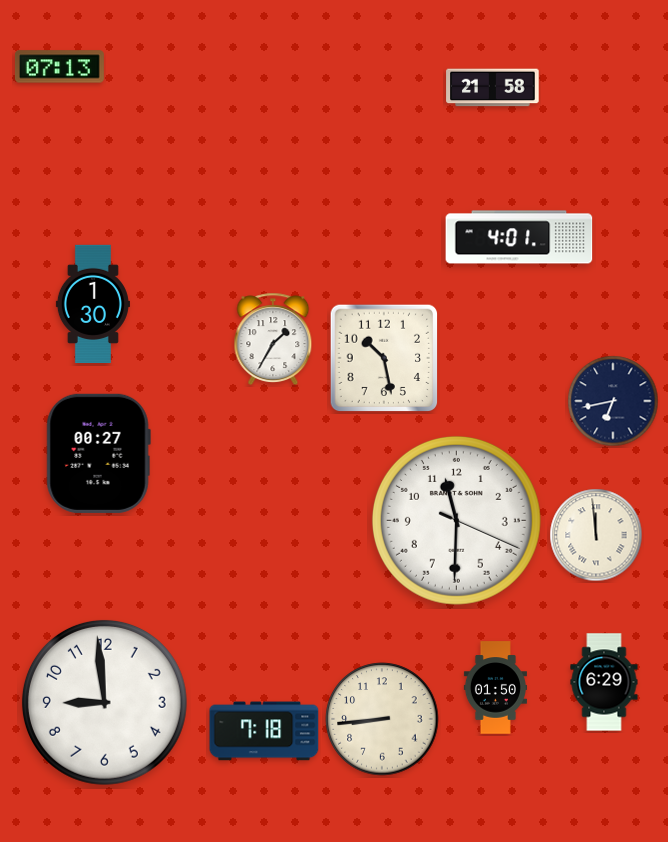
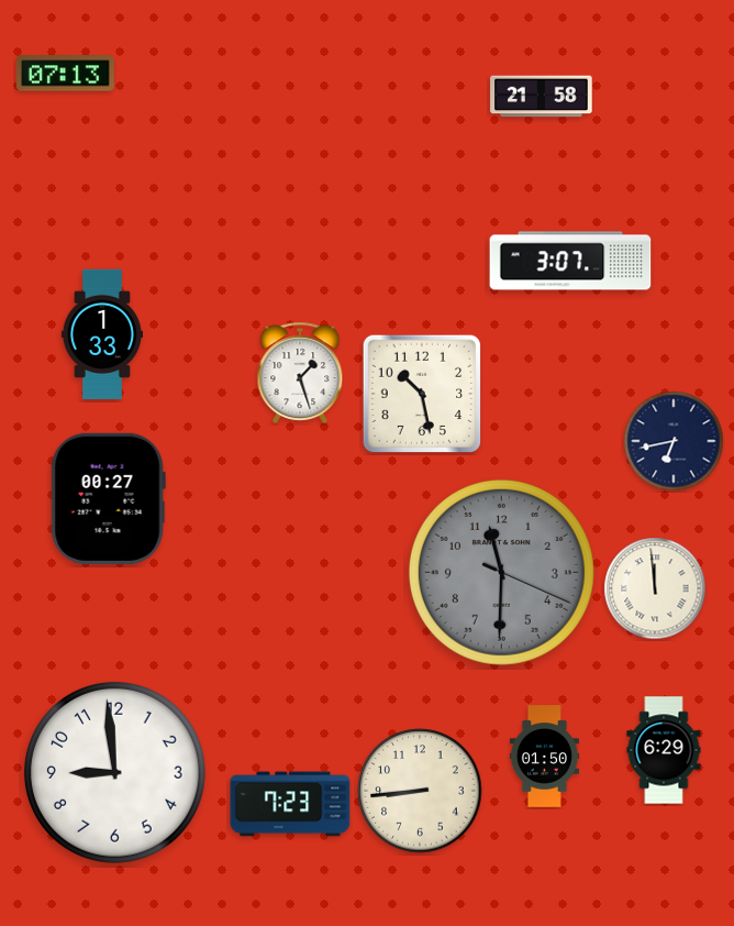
clock at (519, 237): 4:01 -> 3:07
clock at (93, 303): 1:30 -> 1:33
clock at (273, 339): 1:35 -> 1:27
clock at (456, 520) dial: white -> grey
clock at (264, 731): 7:18 -> 7:23
